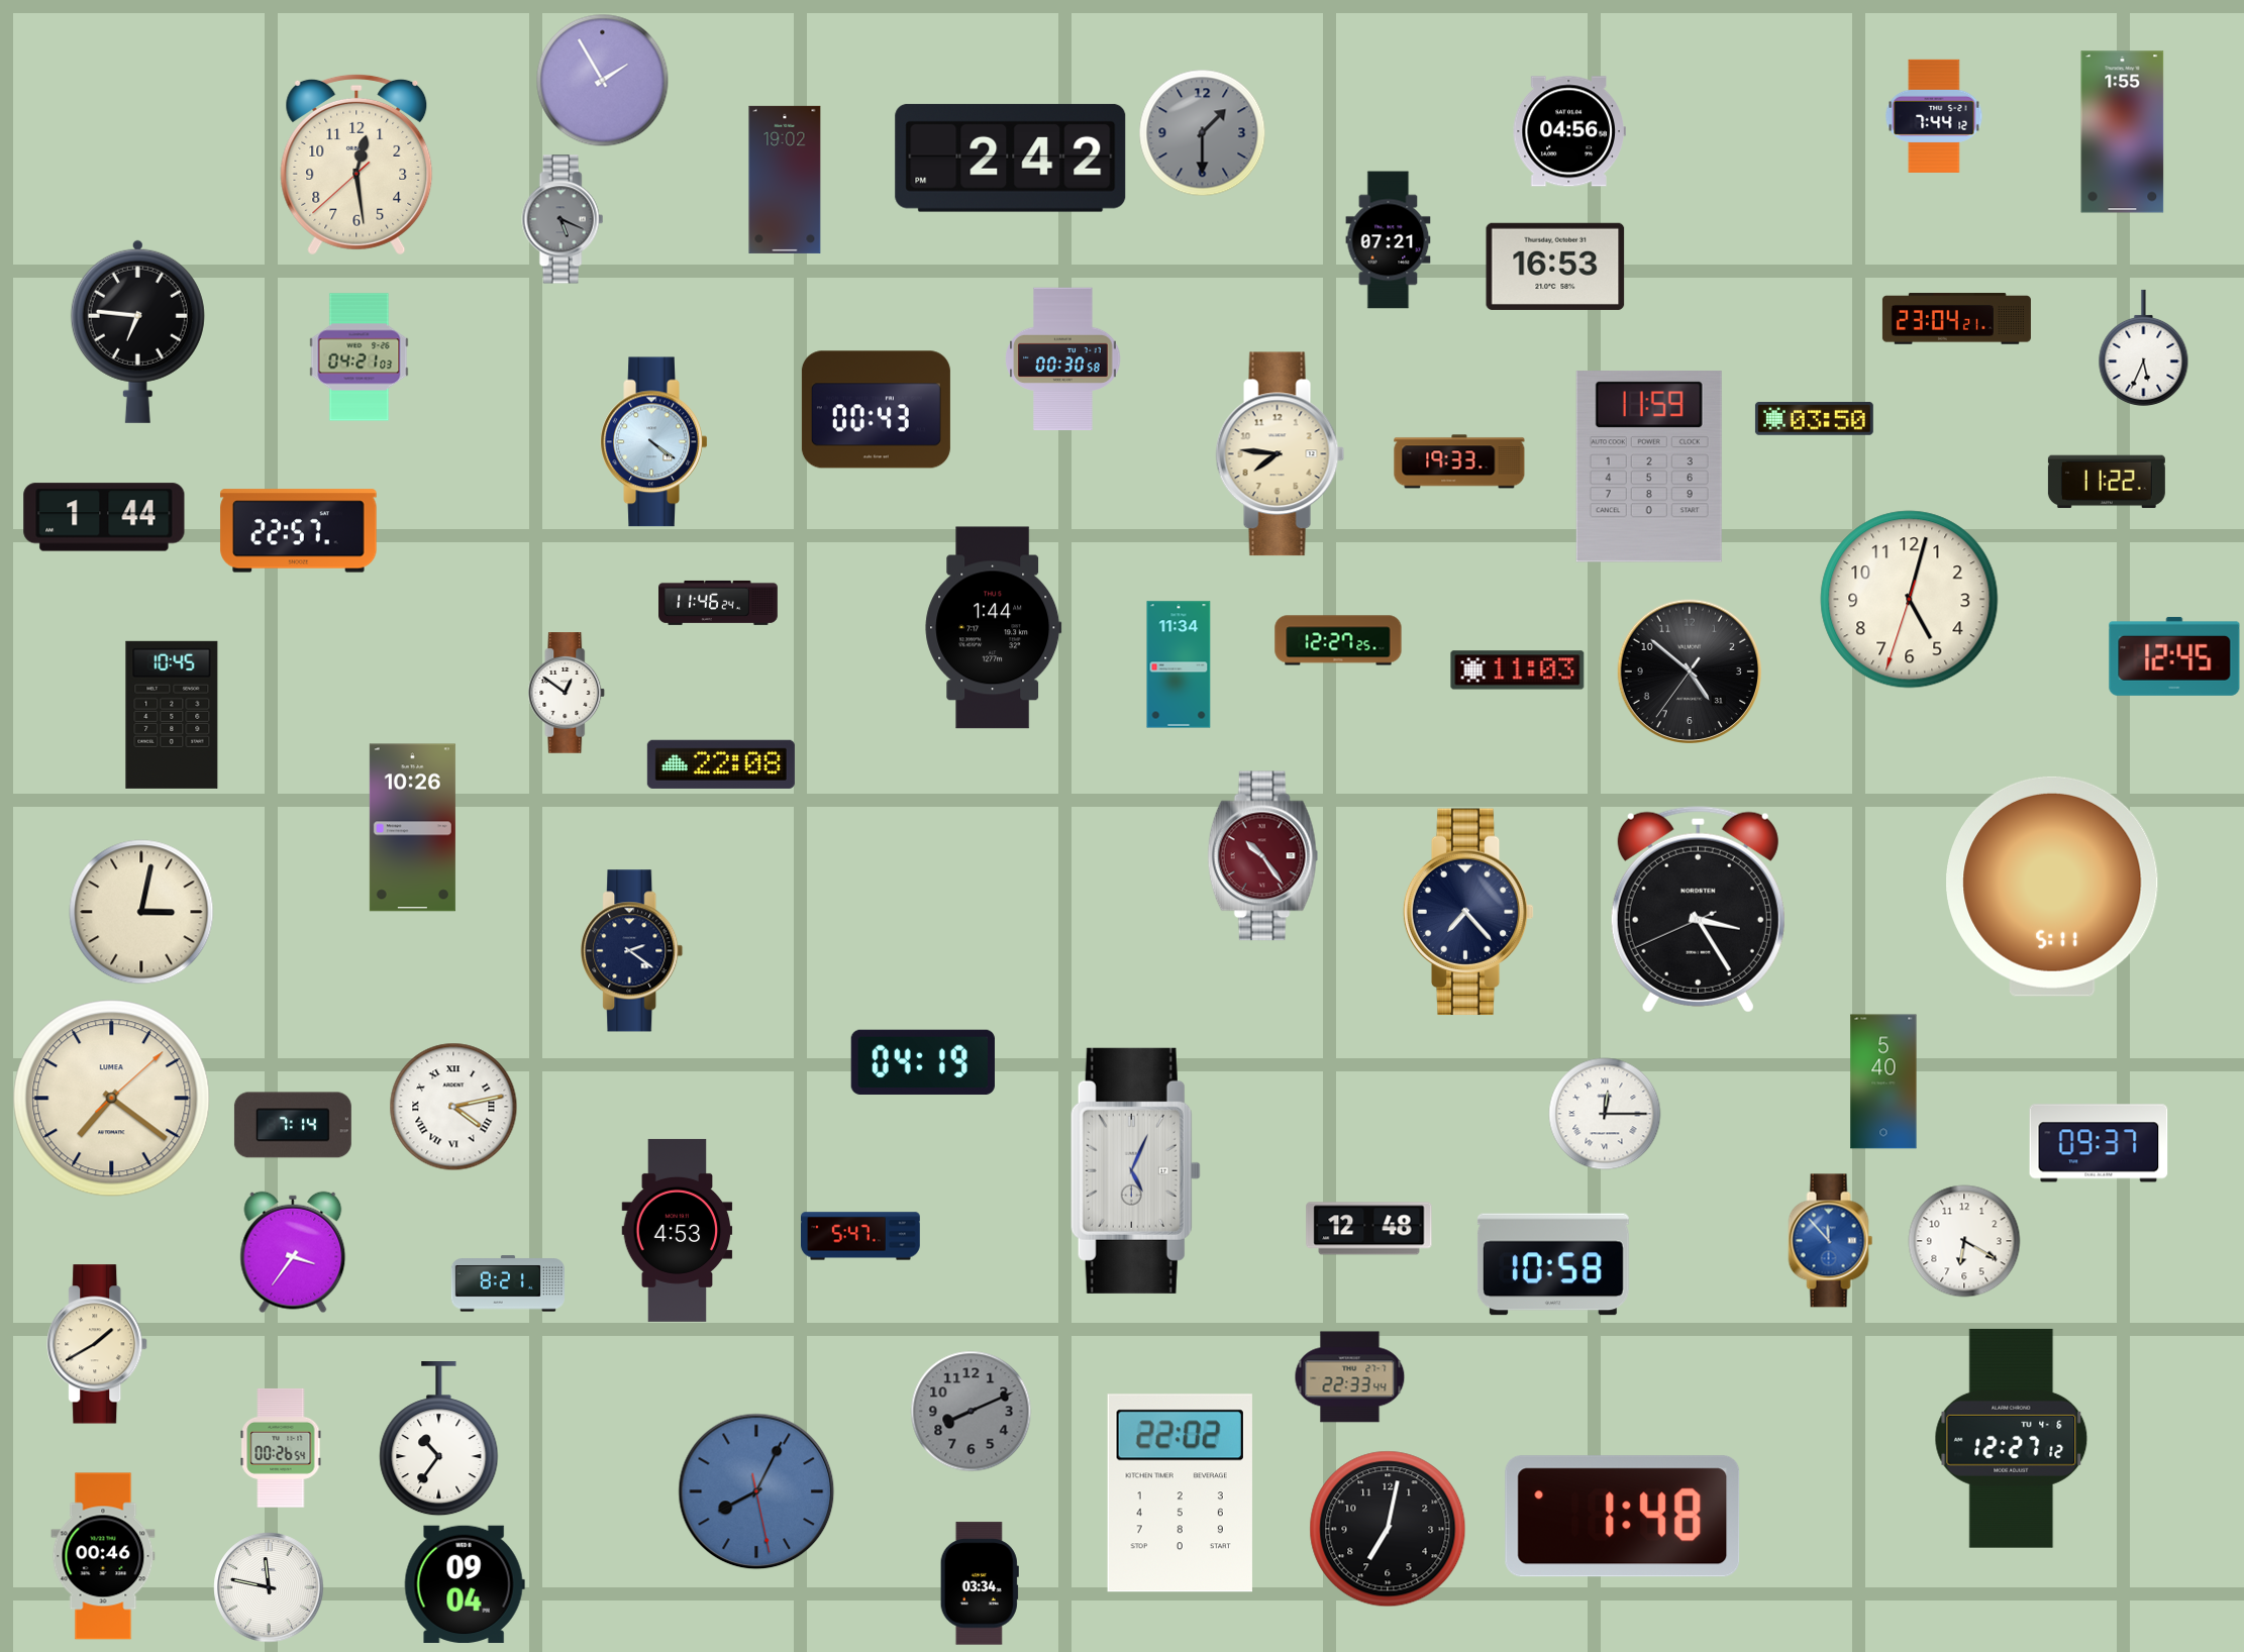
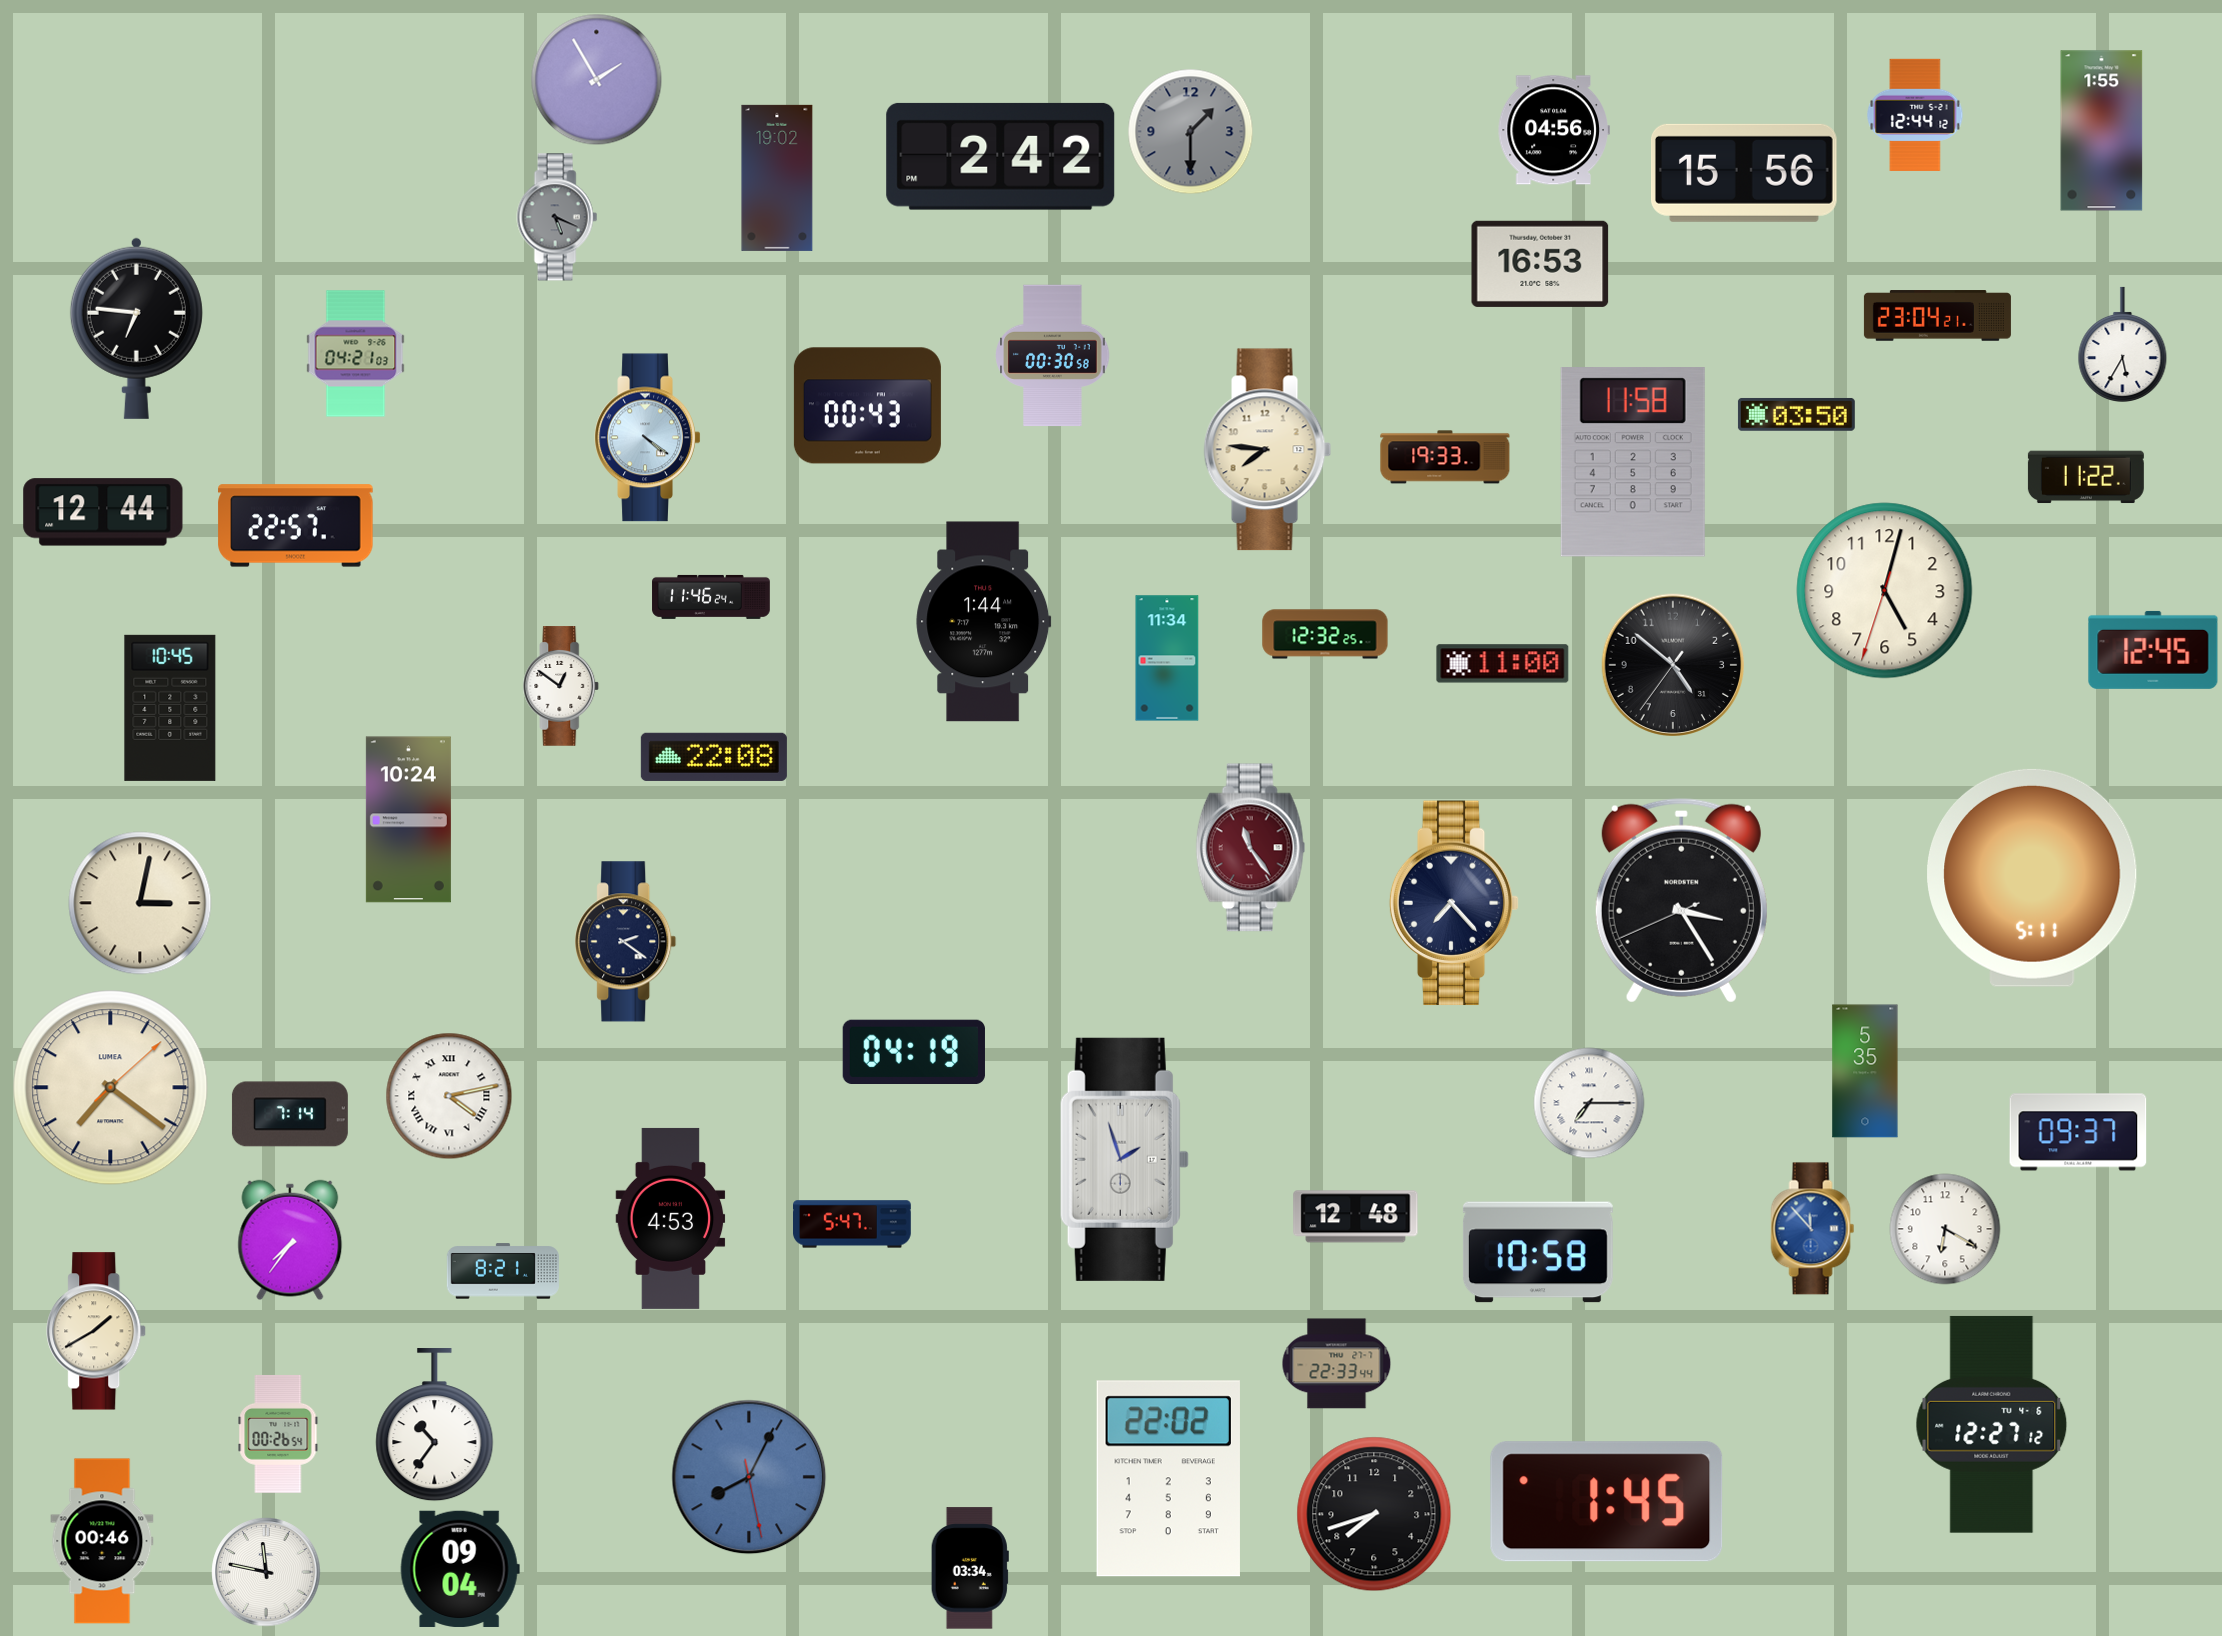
clock at (1934, 116): 7:44 -> 12:44
clock at (356, 165): 12:28 -> none
clock at (1745, 173): none -> 15:56
clock at (1389, 240): 07:21 -> none
clock at (2144, 347): 5:34 -> 5:35
clock at (1649, 467): 11:59 -> 11:58
clock at (104, 517): 1:44 -> 12:44
clock at (1910, 600) position: (1910, 600) -> (1885, 591)
clock at (1338, 640): 12:27 -> 12:32
clock at (1518, 670): 11:03 -> 11:00
clock at (412, 828): 10:26 -> 10:24
clock at (1263, 856): 10:24 -> 11:24
clock at (1883, 1081): 5:40 -> 5:35
clock at (1605, 1114): 12:15 -> 7:15
clock at (1135, 1170): 5:04 -> 1:57
clock at (293, 1252): 3:36 -> 7:36
clock at (972, 1412): 8:11 -> none
clock at (1623, 1517): 1:48 -> 1:45
clock at (1388, 1529): 7:02 -> 7:42
